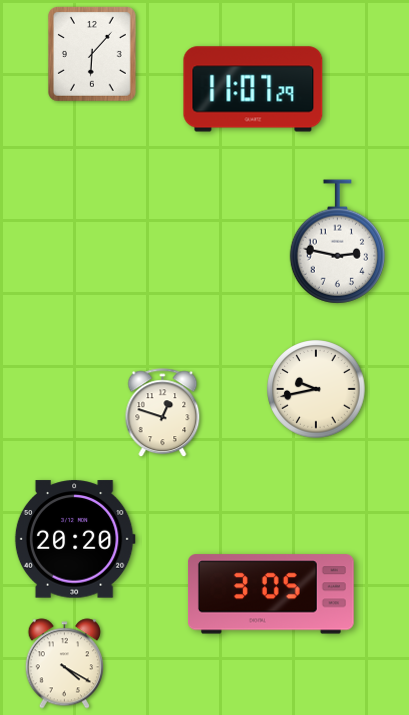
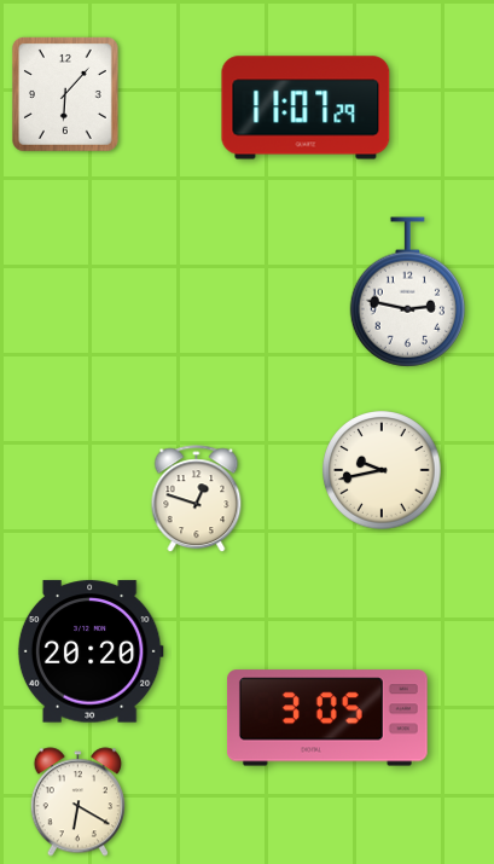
clock at (92, 55) position: (92, 55) -> (65, 95)
clock at (64, 664): 4:20 -> 6:20
